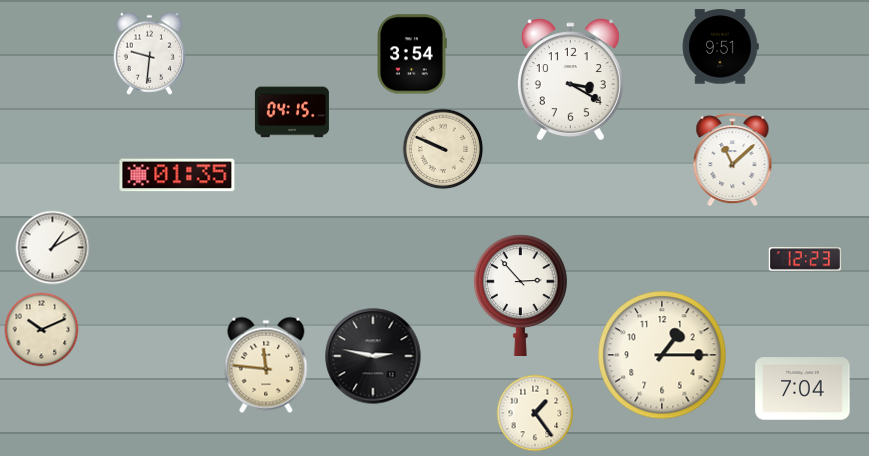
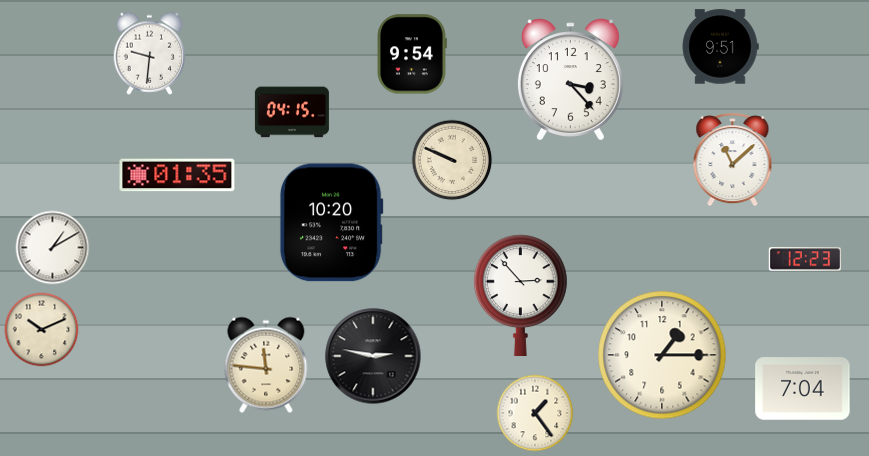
clock at (412, 54): 3:54 -> 9:54
clock at (570, 80): 3:20 -> 3:23
clock at (443, 149) position: (443, 149) -> (452, 160)
clock at (331, 223): none -> 10:20
